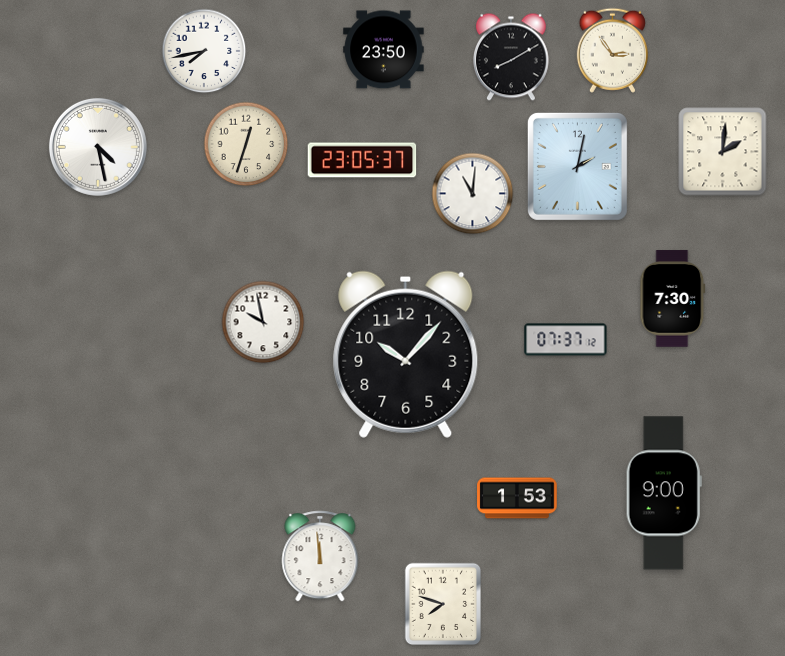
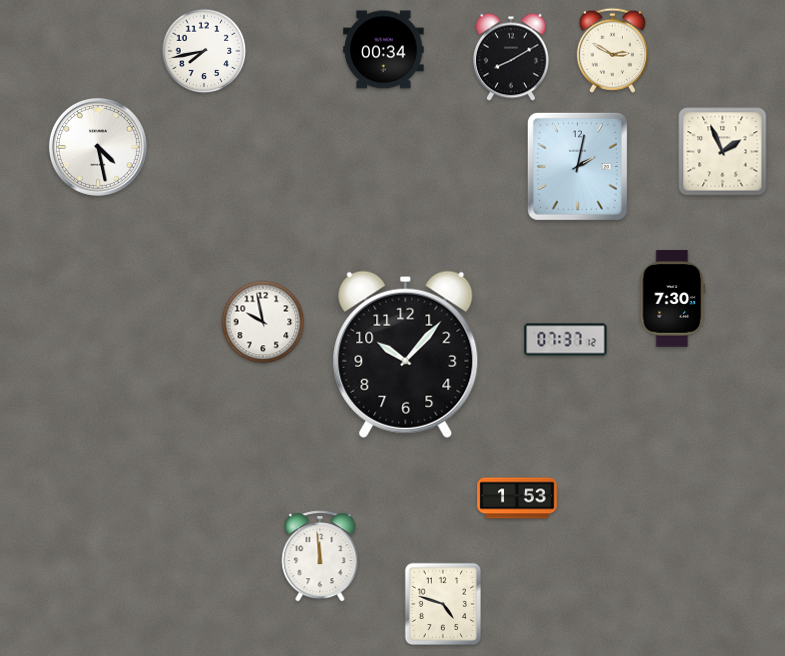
clock at (384, 50): 23:50 -> 00:34
clock at (612, 50): 2:54 -> 2:50
clock at (246, 144): 12:33 -> none
clock at (723, 152): 2:01 -> 1:56
clock at (362, 160): 23:05 -> none
clock at (473, 194): 11:01 -> none
clock at (664, 493): 9:00 -> none
clock at (443, 604): 7:48 -> 4:48
